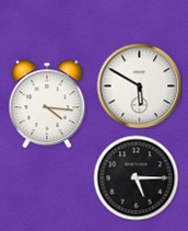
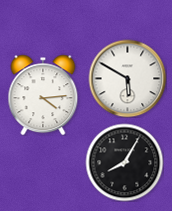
clock at (47, 104): 4:16 -> 4:14
clock at (136, 177): 5:15 -> 8:05
